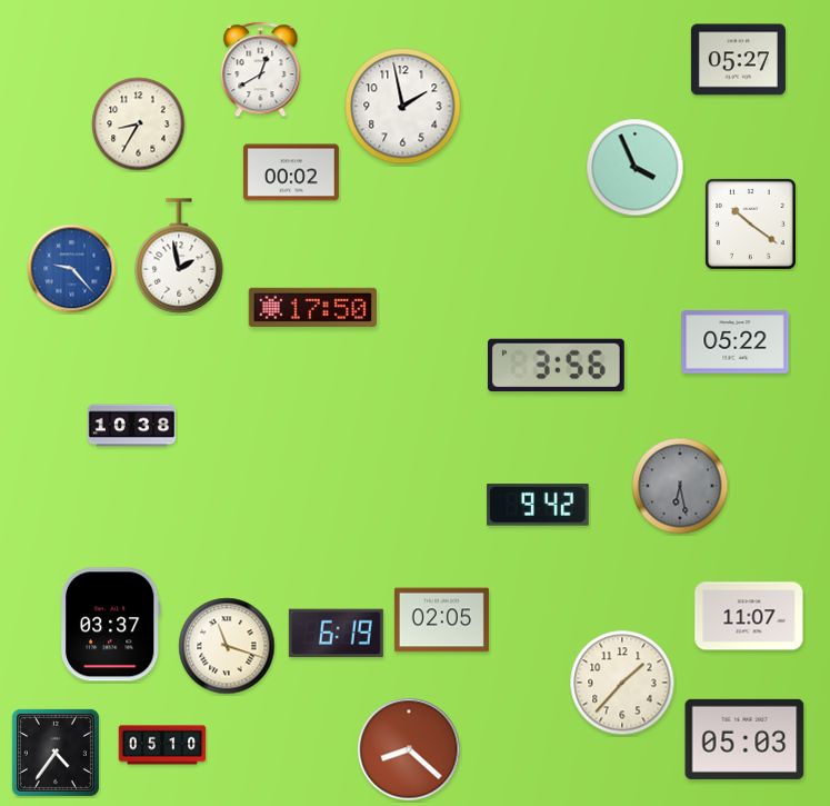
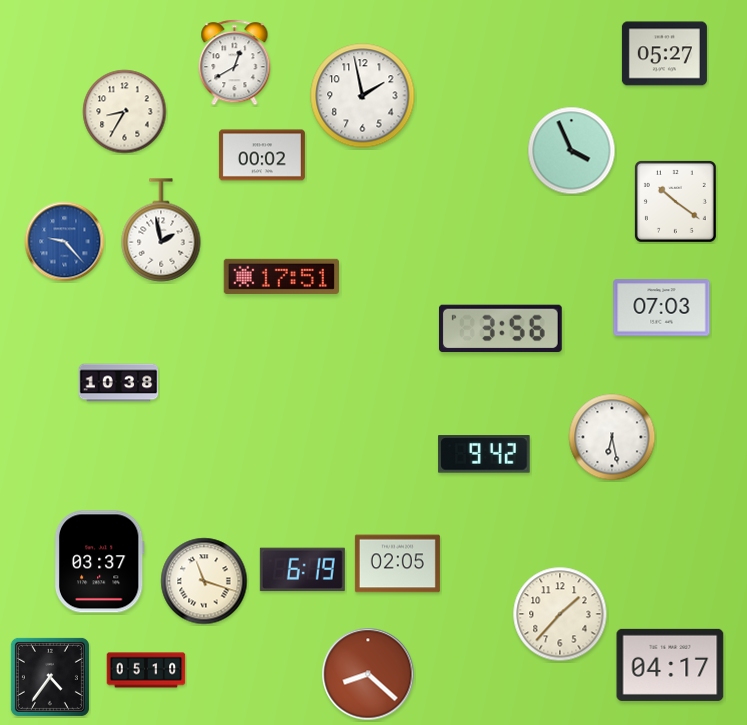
clock at (312, 307): 17:50 -> 17:51
clock at (736, 342): 05:22 -> 07:03
clock at (680, 486) dial: grey -> white
clock at (749, 616): 11:07 -> none
clock at (441, 620) position: (441, 620) -> (397, 564)
clock at (744, 739): 05:03 -> 04:17
